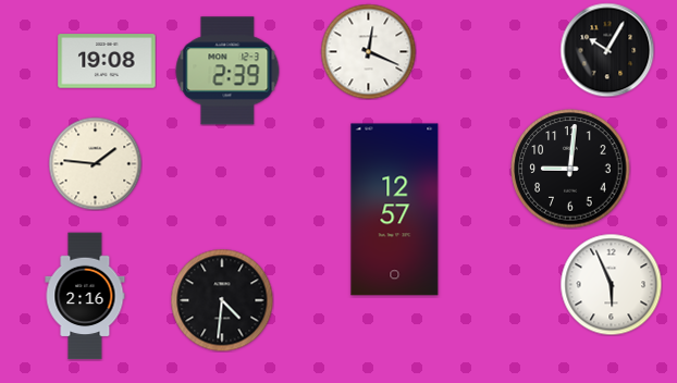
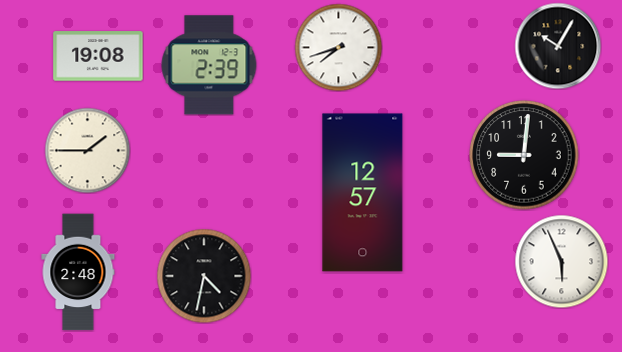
clock at (368, 51): 12:19 -> 7:42
clock at (95, 163): 1:46 -> 1:45
clock at (85, 296): 2:16 -> 2:48
clock at (222, 300): 4:31 -> 4:32
